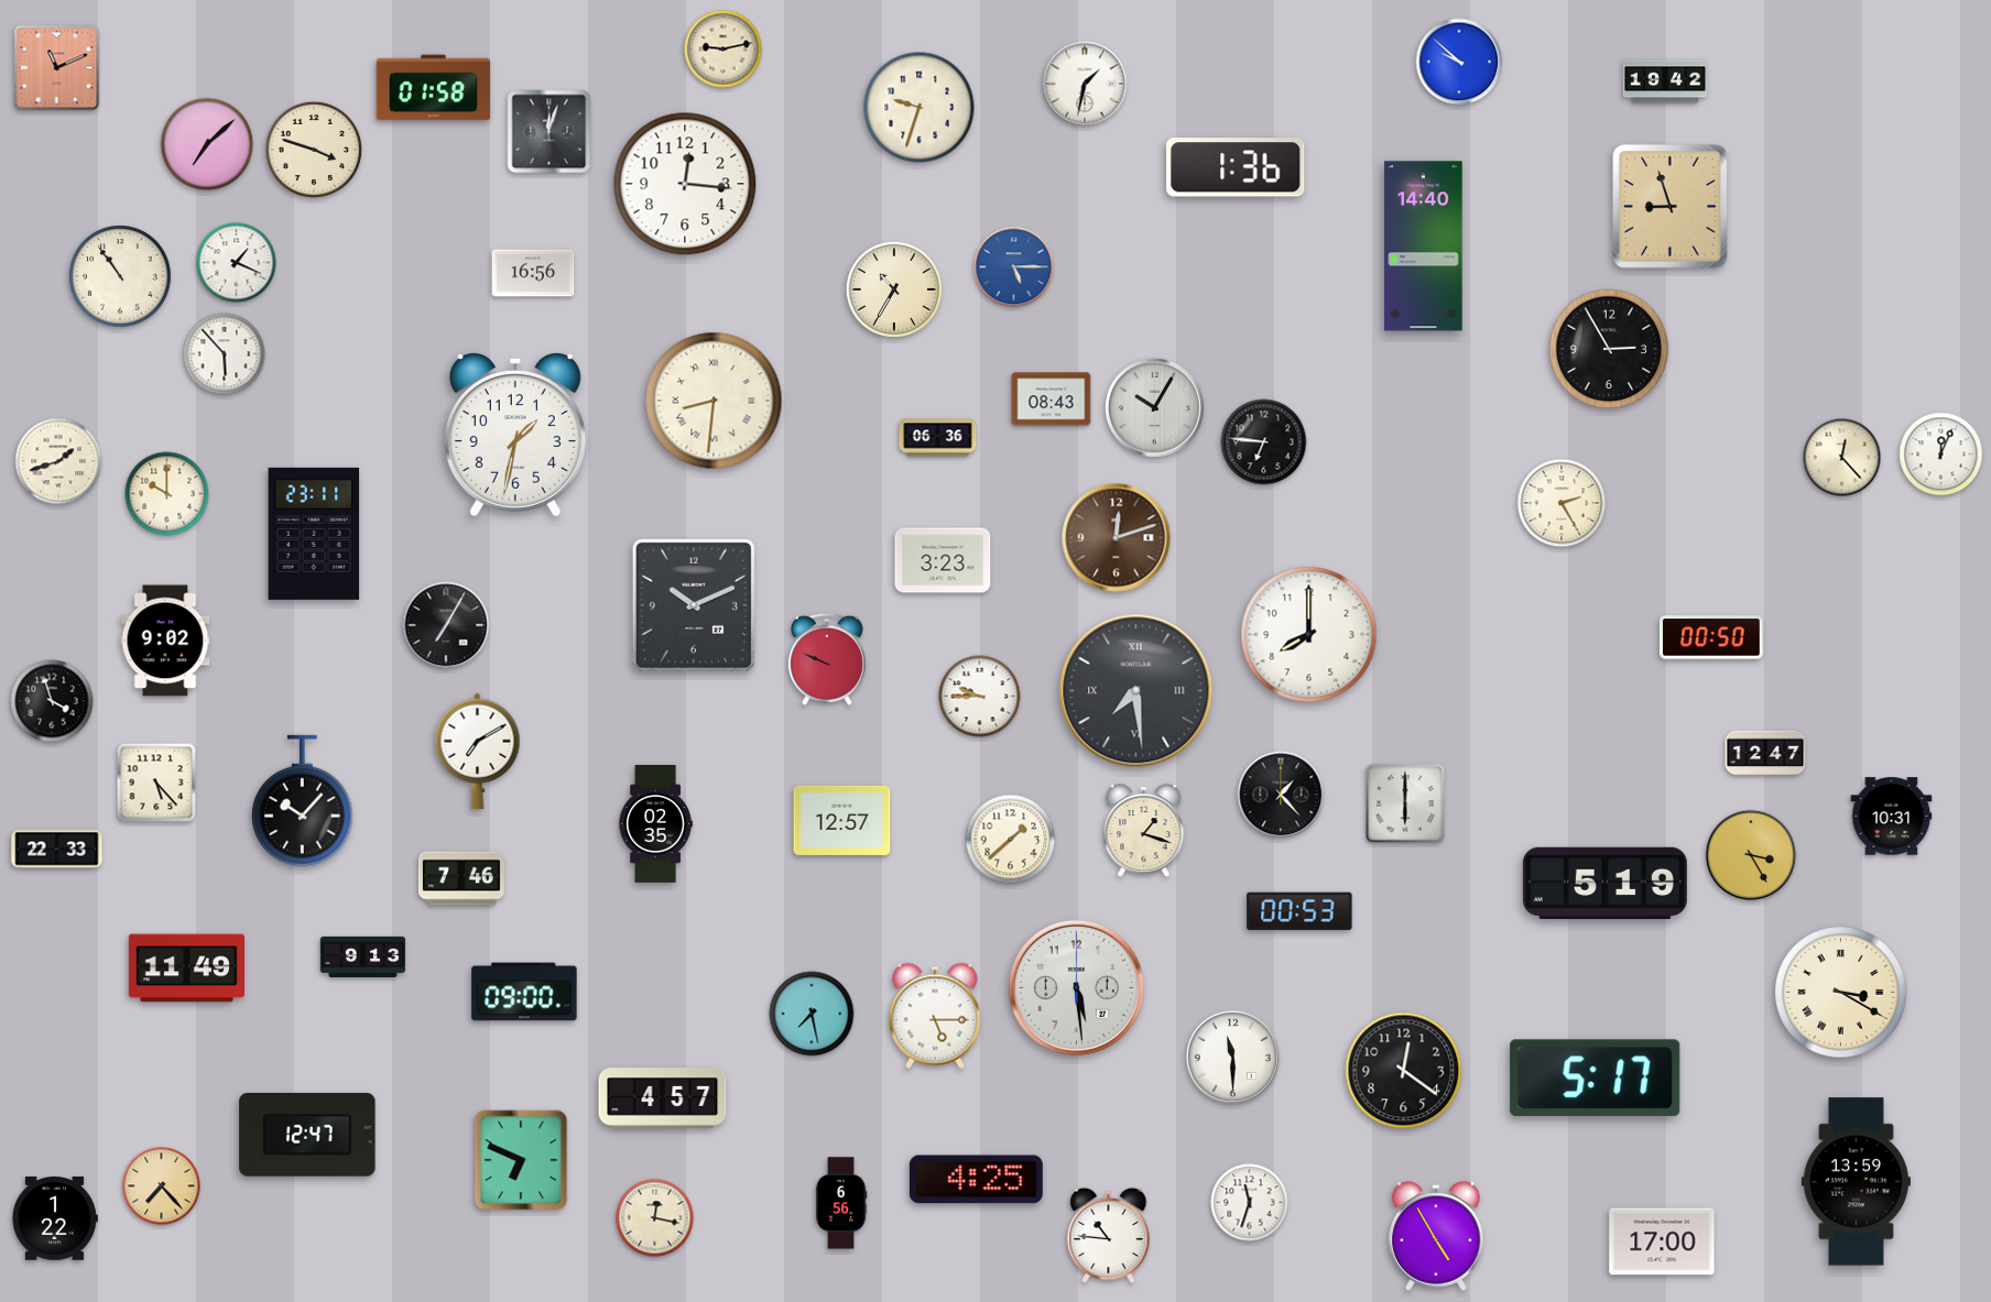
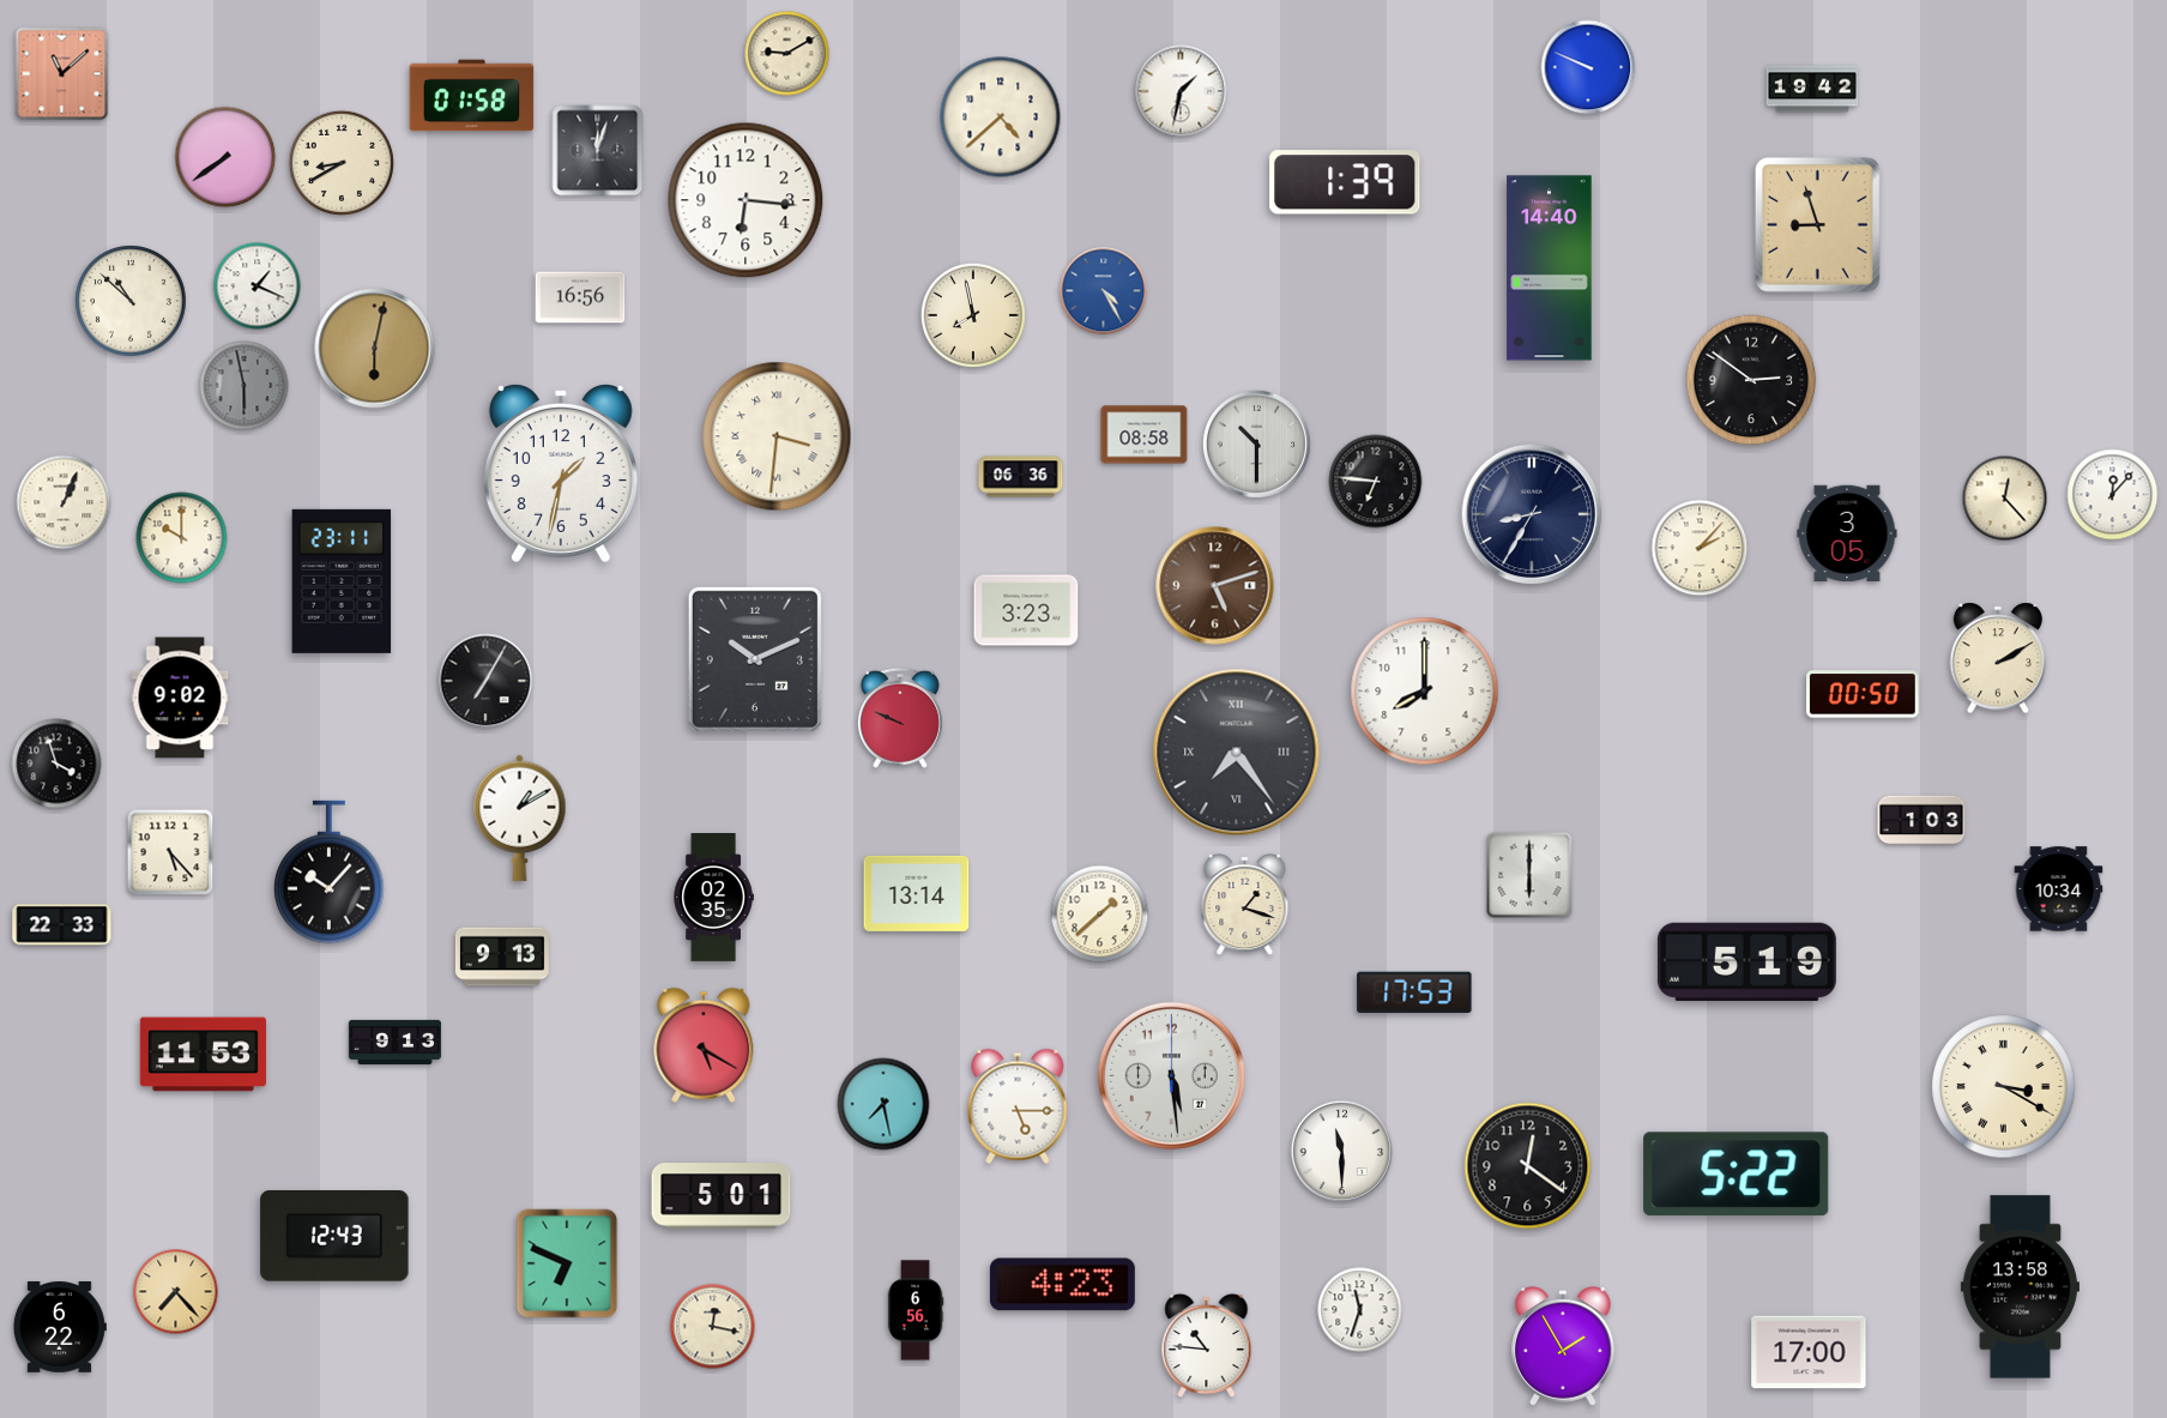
clock at (723, 50): 9:13 -> 9:10
clock at (1459, 62): 9:52 -> 9:49
clock at (57, 68): 11:11 -> 11:08
clock at (920, 108): 9:33 -> 4:38
clock at (550, 132) position: (550, 132) -> (598, 151)
clock at (207, 144): 7:08 -> 7:39
clock at (314, 150): 3:48 -> 8:40
clock at (1236, 167): 1:36 -> 1:39
clock at (685, 184): 12:16 -> 6:16
clock at (1014, 267): 5:15 -> 4:25
clock at (120, 276): 10:54 -> 10:52
clock at (894, 289): 10:35 -> 7:58
clock at (375, 349): none -> 6:02
clock at (1609, 349): 2:55 -> 2:51
clock at (225, 354): 5:53 -> 5:58
clock at (225, 354) dial: white -> grey
clock at (1052, 400): 08:43 -> 08:58
clock at (714, 401): 8:31 -> 3:31
clock at (1154, 407): 10:05 -> 10:30
clock at (1941, 455): 12:04 -> 12:07
clock at (58, 461): 1:42 -> 1:04
clock at (1532, 514): none -> 8:35
clock at (1847, 533): none -> 3:05
clock at (1562, 503): 2:25 -> 2:07
clock at (1117, 538): 12:12 -> 5:12
clock at (1998, 658): none -> 2:10
clock at (1136, 691): 7:29 -> 7:24
clock at (980, 697): 9:45 -> none
clock at (478, 751): 7:10 -> 1:10
clock at (1765, 753): 12:47 -> 1:03
clock at (1281, 795): 1:23 -> none
clock at (1892, 817): 10:31 -> 10:34
clock at (842, 820): 12:57 -> 13:14
clock at (1751, 855): 3:25 -> none
clock at (461, 878): 7:46 -> 9:13
clock at (1299, 911): 00:53 -> 17:53
clock at (704, 1045): none -> 5:20
clock at (186, 969): 11:49 -> 11:53
clock at (524, 992): 09:00 -> none
clock at (1841, 993) position: (1841, 993) -> (2004, 1087)
clock at (1596, 1079): 5:17 -> 5:22
clock at (663, 1098): 4:57 -> 5:01
clock at (307, 1136): 12:47 -> 12:43
clock at (976, 1180): 4:25 -> 4:23
clock at (1856, 1182): 13:59 -> 13:58
clock at (54, 1219): 1:22 -> 6:22
clock at (1437, 1236): 4:55 -> 1:55
